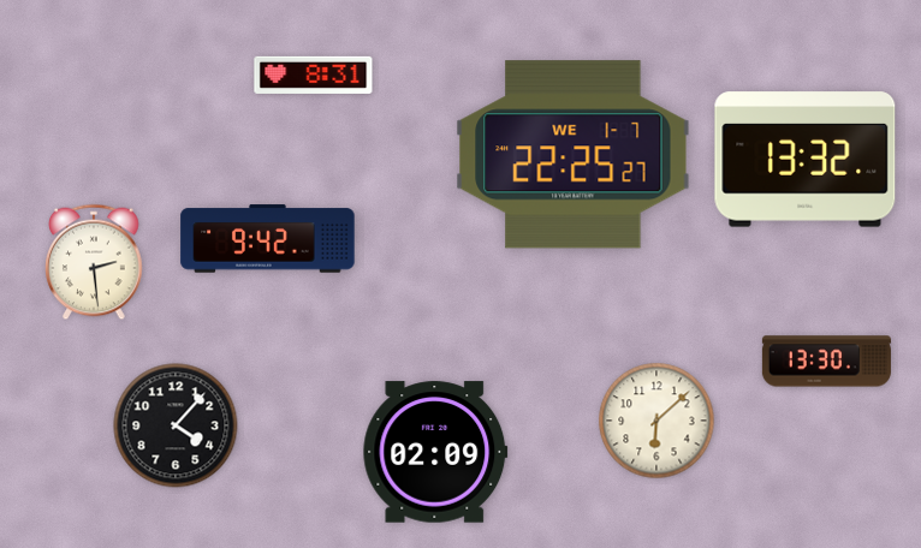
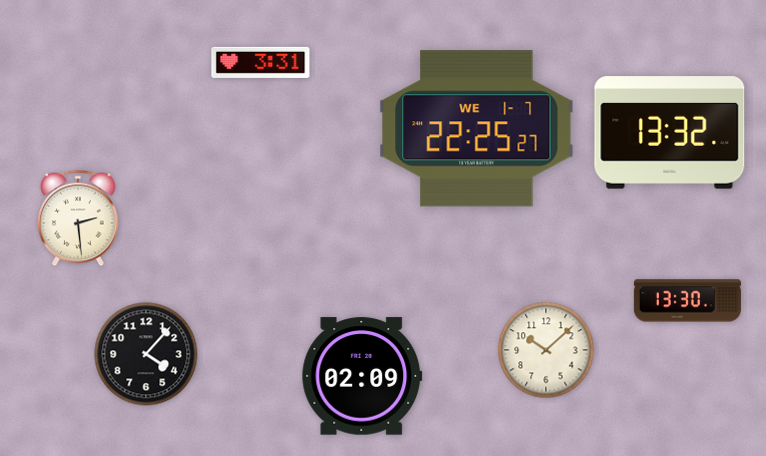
clock at (314, 75): 8:31 -> 3:31
clock at (268, 239): 9:42 -> none
clock at (656, 421): 6:08 -> 10:08
